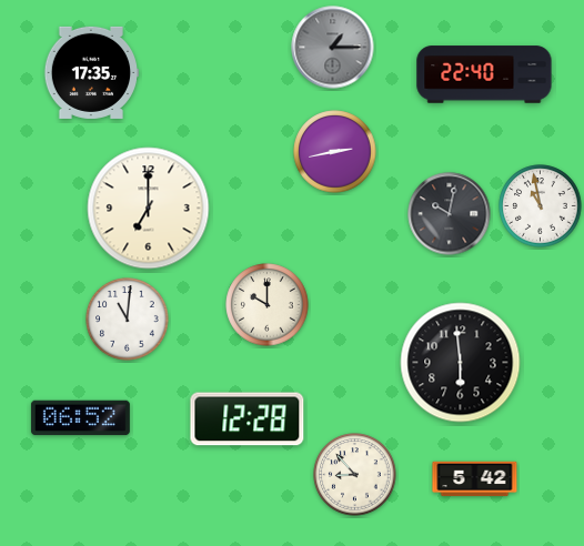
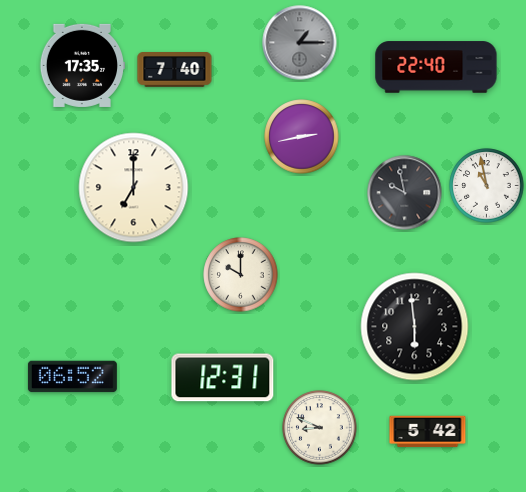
clock at (175, 70): none -> 7:40
clock at (450, 214): 10:02 -> 9:58
clock at (128, 320): 11:01 -> none
clock at (248, 419): 12:28 -> 12:31
clock at (355, 475): 8:53 -> 8:49
